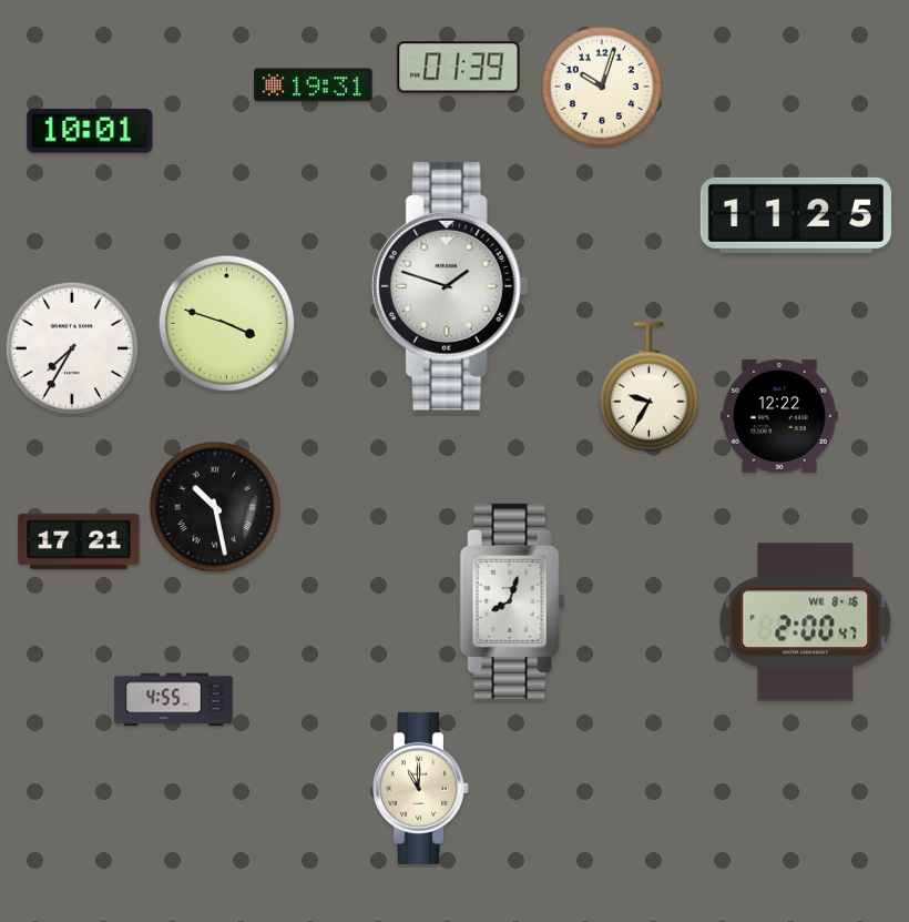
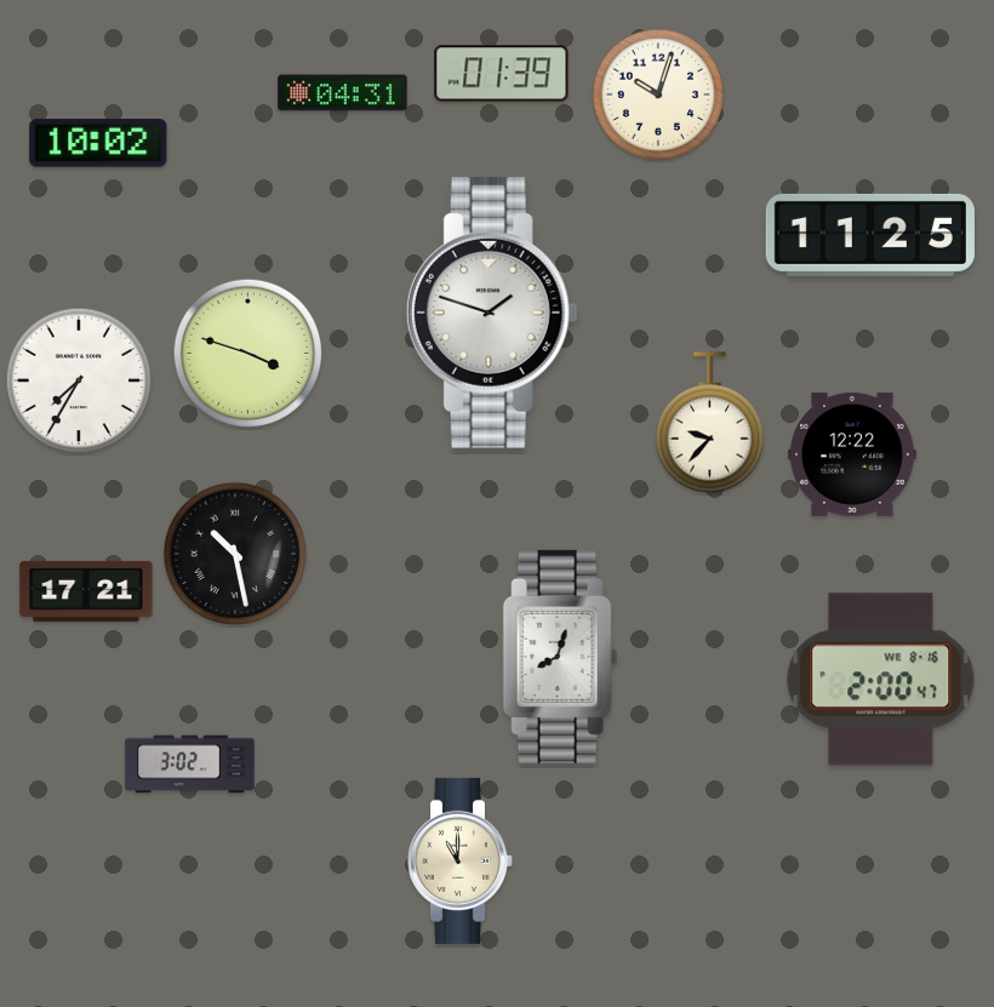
clock at (314, 85): 19:31 -> 04:31
clock at (90, 131): 10:01 -> 10:02
clock at (648, 387): 9:35 -> 9:37
clock at (174, 700): 4:55 -> 3:02
